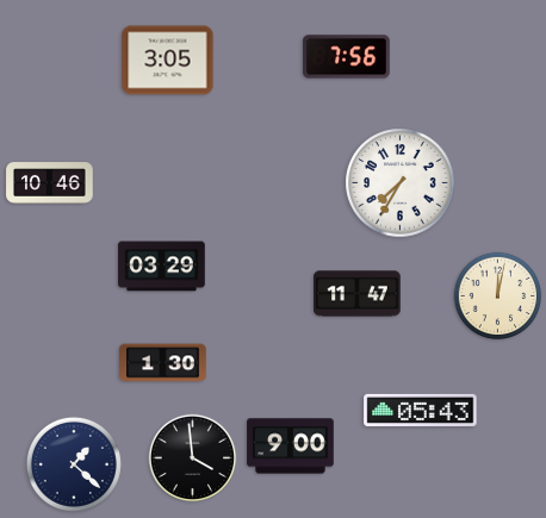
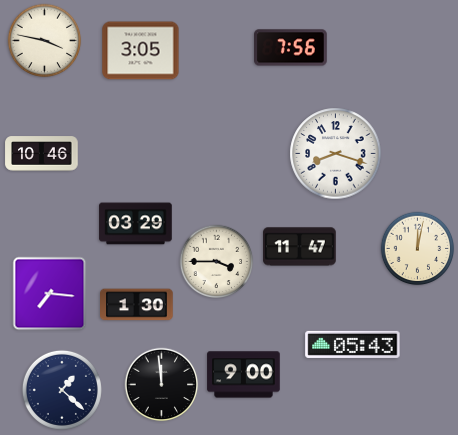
clock at (45, 41): none -> 3:47
clock at (401, 183): 7:35 -> 8:18
clock at (217, 262): none -> 3:45
clock at (50, 294): none -> 7:16
clock at (193, 458): 3:59 -> 11:59
